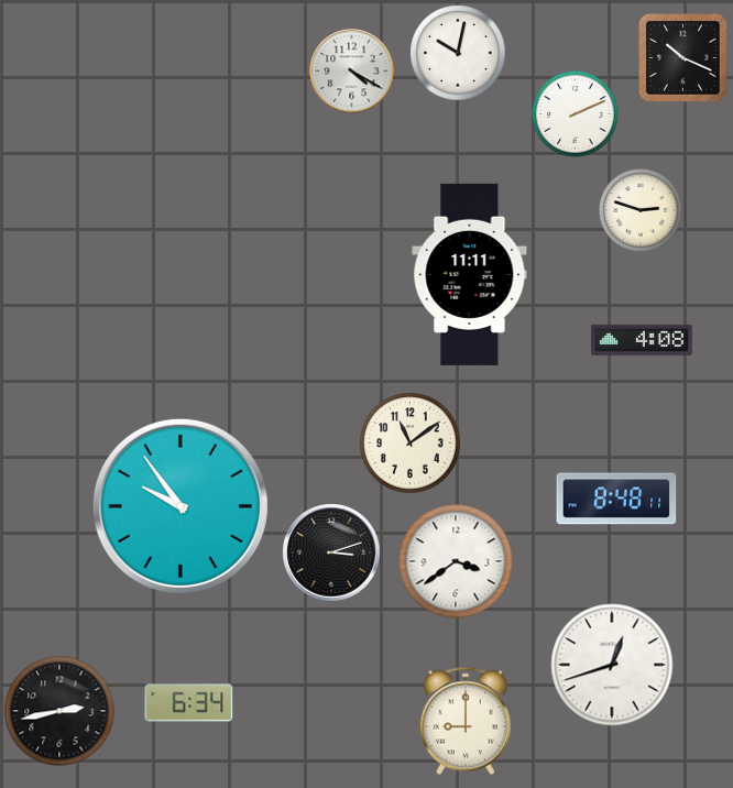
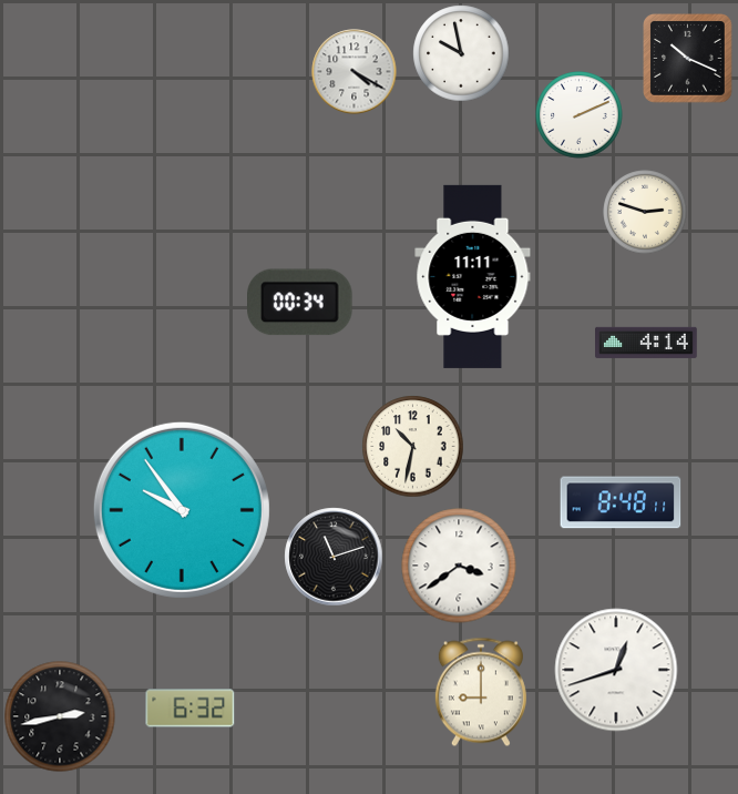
clock at (458, 53): 10:02 -> 9:58
clock at (300, 303): none -> 00:34
clock at (643, 340): 4:08 -> 4:14
clock at (411, 444): 11:09 -> 10:32
clock at (331, 552): 3:12 -> 11:12
clock at (189, 703): 6:34 -> 6:32
clock at (466, 721) position: (466, 721) -> (481, 692)
